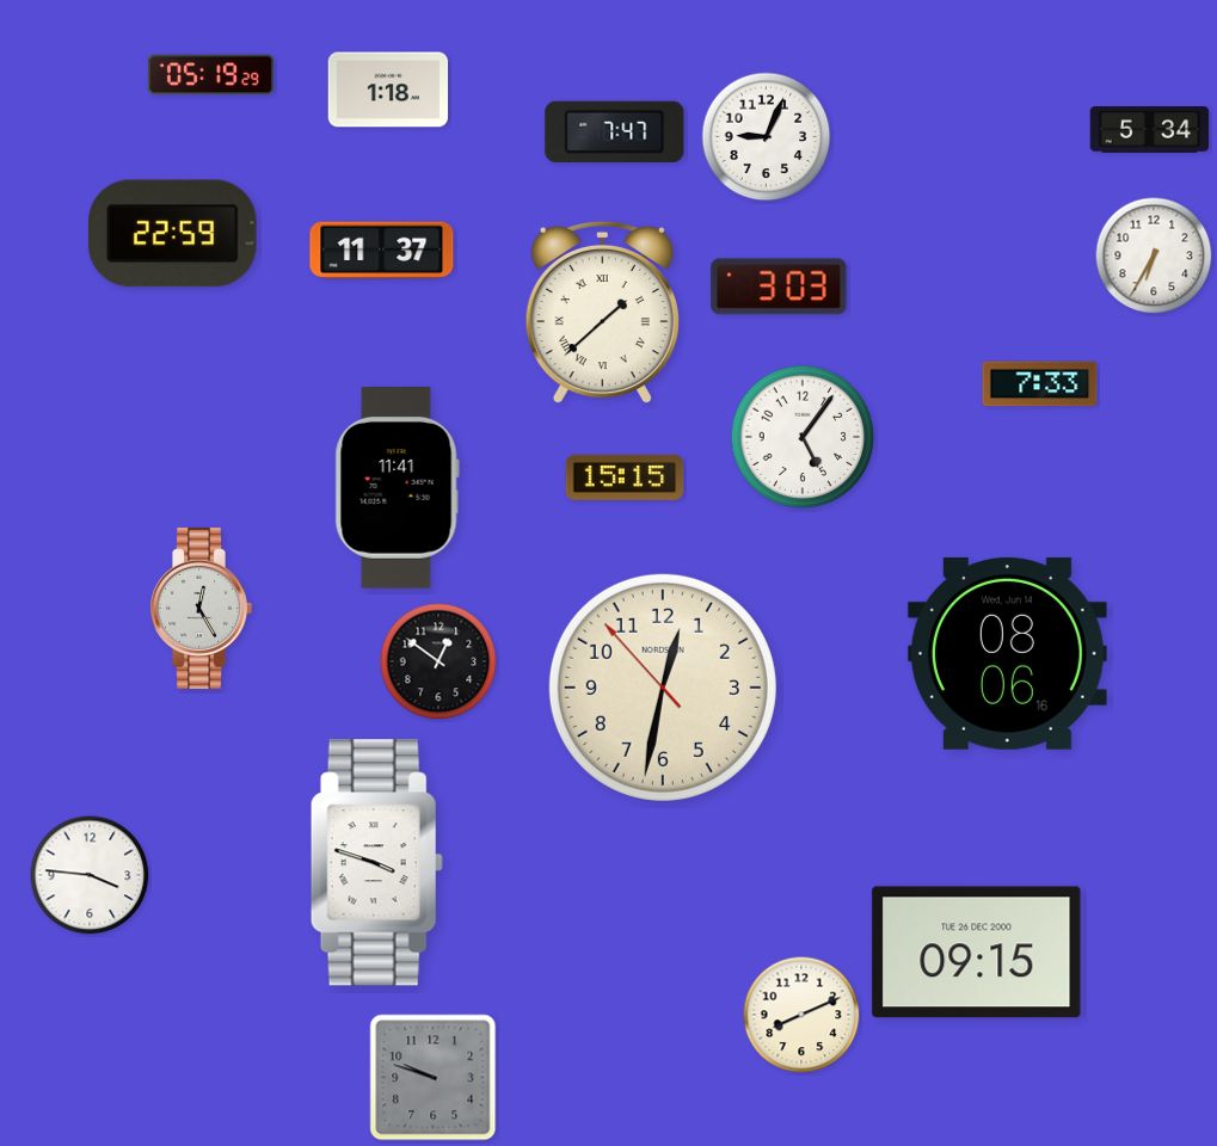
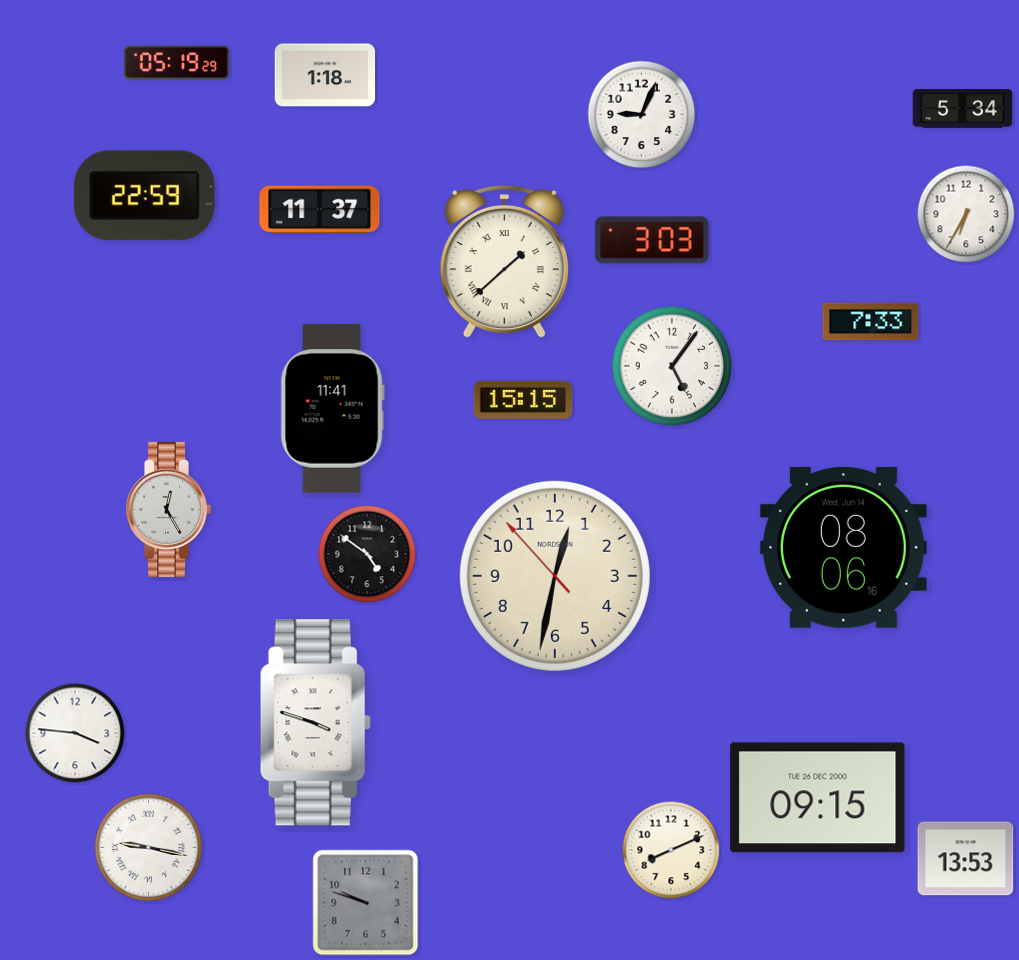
clock at (615, 131): 7:47 -> none
clock at (438, 661): 12:51 -> 4:51
clock at (149, 848): none -> 9:17
clock at (966, 859): none -> 13:53
clock at (434, 1078) position: (434, 1078) -> (366, 903)
